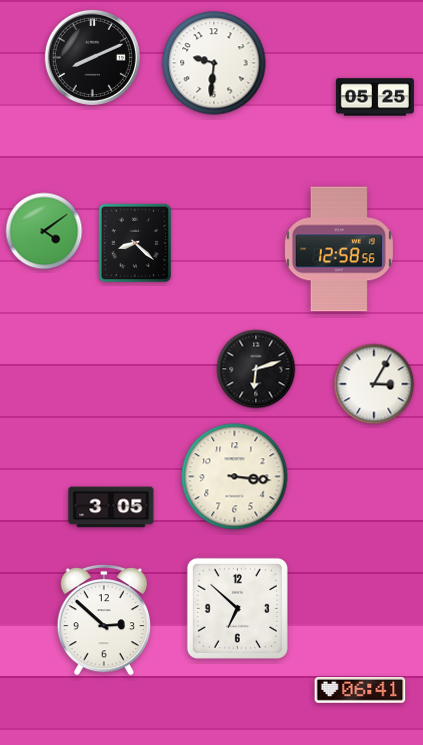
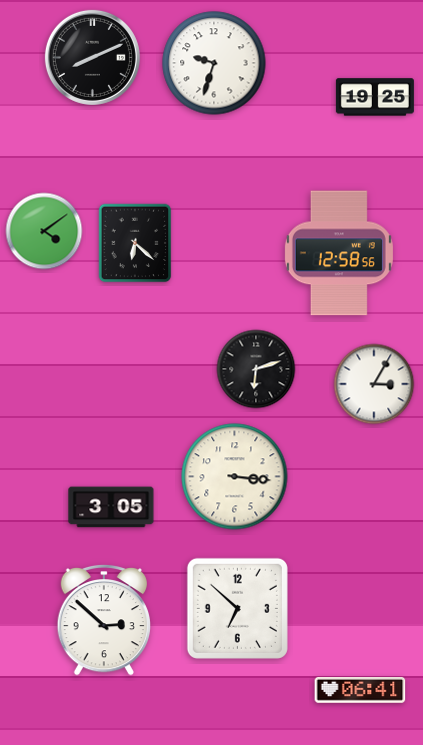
clock at (214, 63): 9:31 -> 9:33
clock at (375, 97): 05:25 -> 19:25
clock at (135, 243): 8:22 -> 6:22
clock at (339, 249) position: (339, 249) -> (339, 253)
